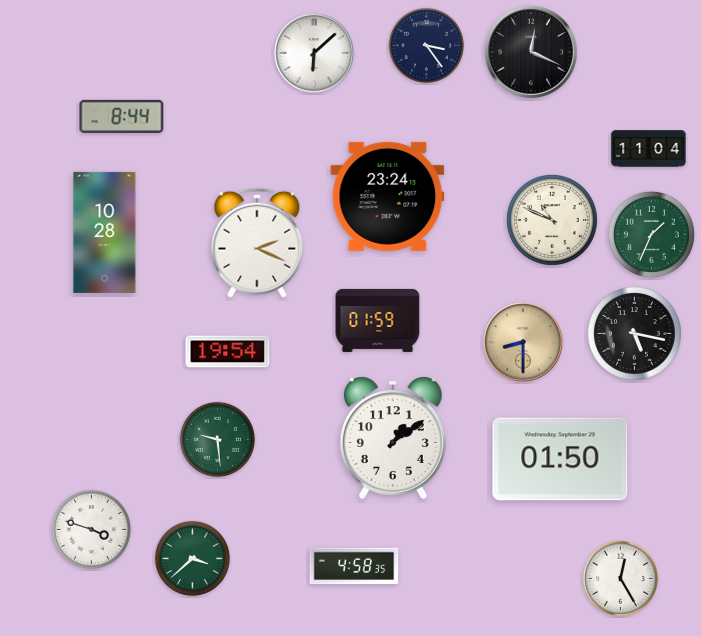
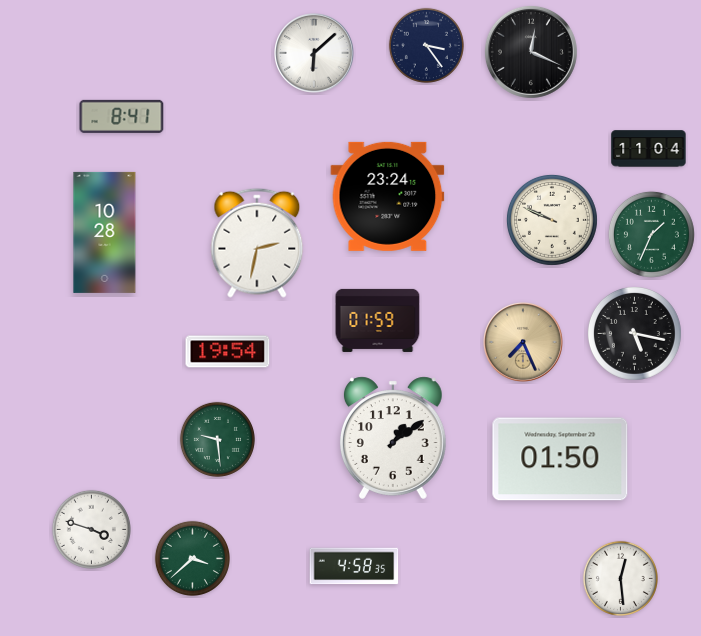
clock at (122, 116): 8:44 -> 8:41
clock at (552, 220): 10:49 -> 9:49
clock at (257, 243): 2:19 -> 2:32
clock at (524, 343): 8:30 -> 7:26
clock at (620, 578): 12:25 -> 12:29
